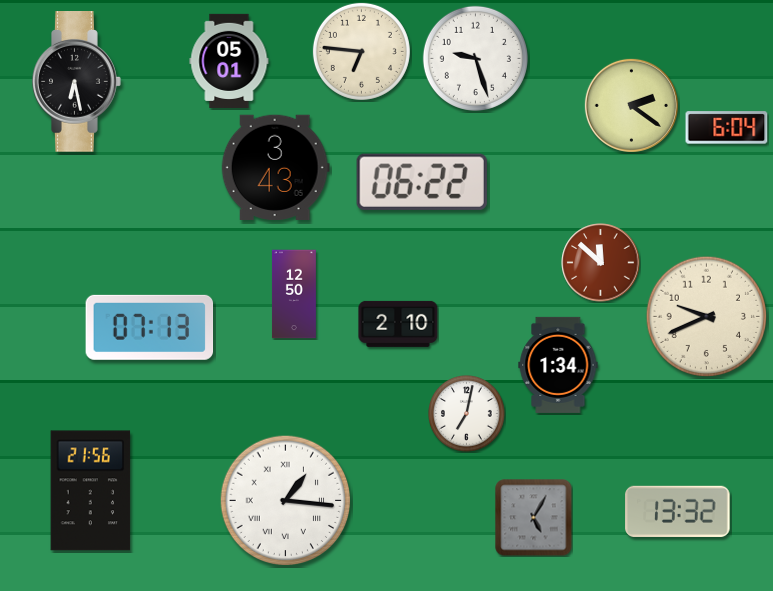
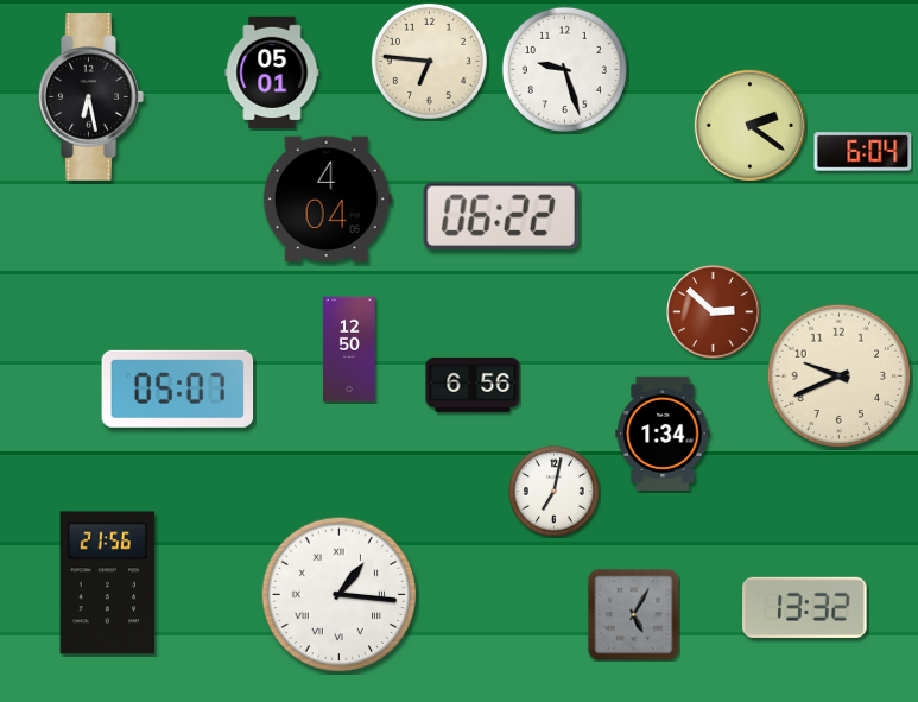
clock at (275, 167): 3:43 -> 4:04
clock at (601, 263): 11:52 -> 2:52
clock at (398, 324): 2:10 -> 6:56
clock at (150, 327): 07:13 -> 05:07
